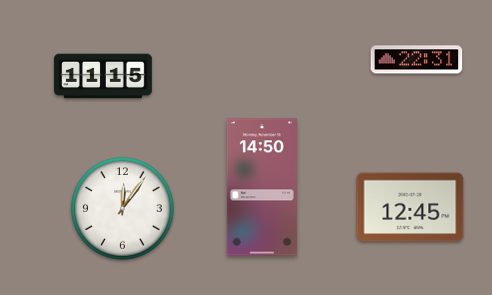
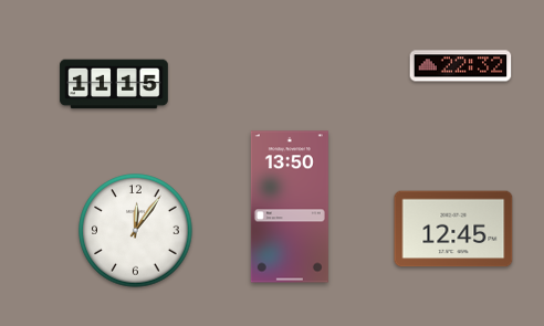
clock at (417, 60): 22:31 -> 22:32
clock at (262, 187): 14:50 -> 13:50
